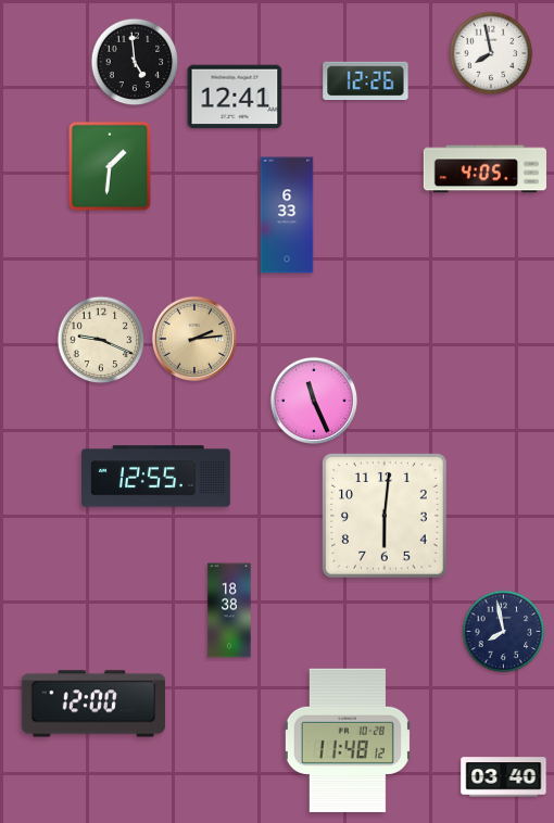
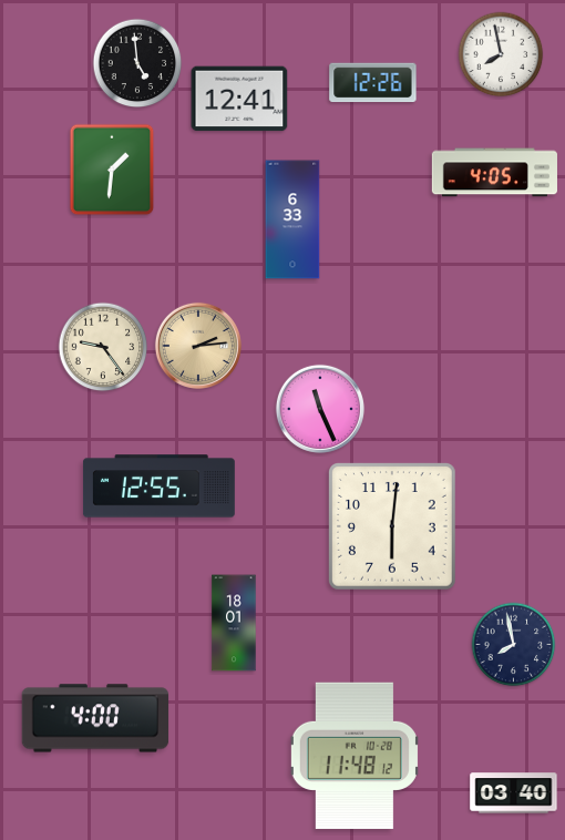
clock at (101, 340): 9:19 -> 9:24
clock at (229, 610): 18:38 -> 18:01
clock at (93, 704): 12:00 -> 4:00
